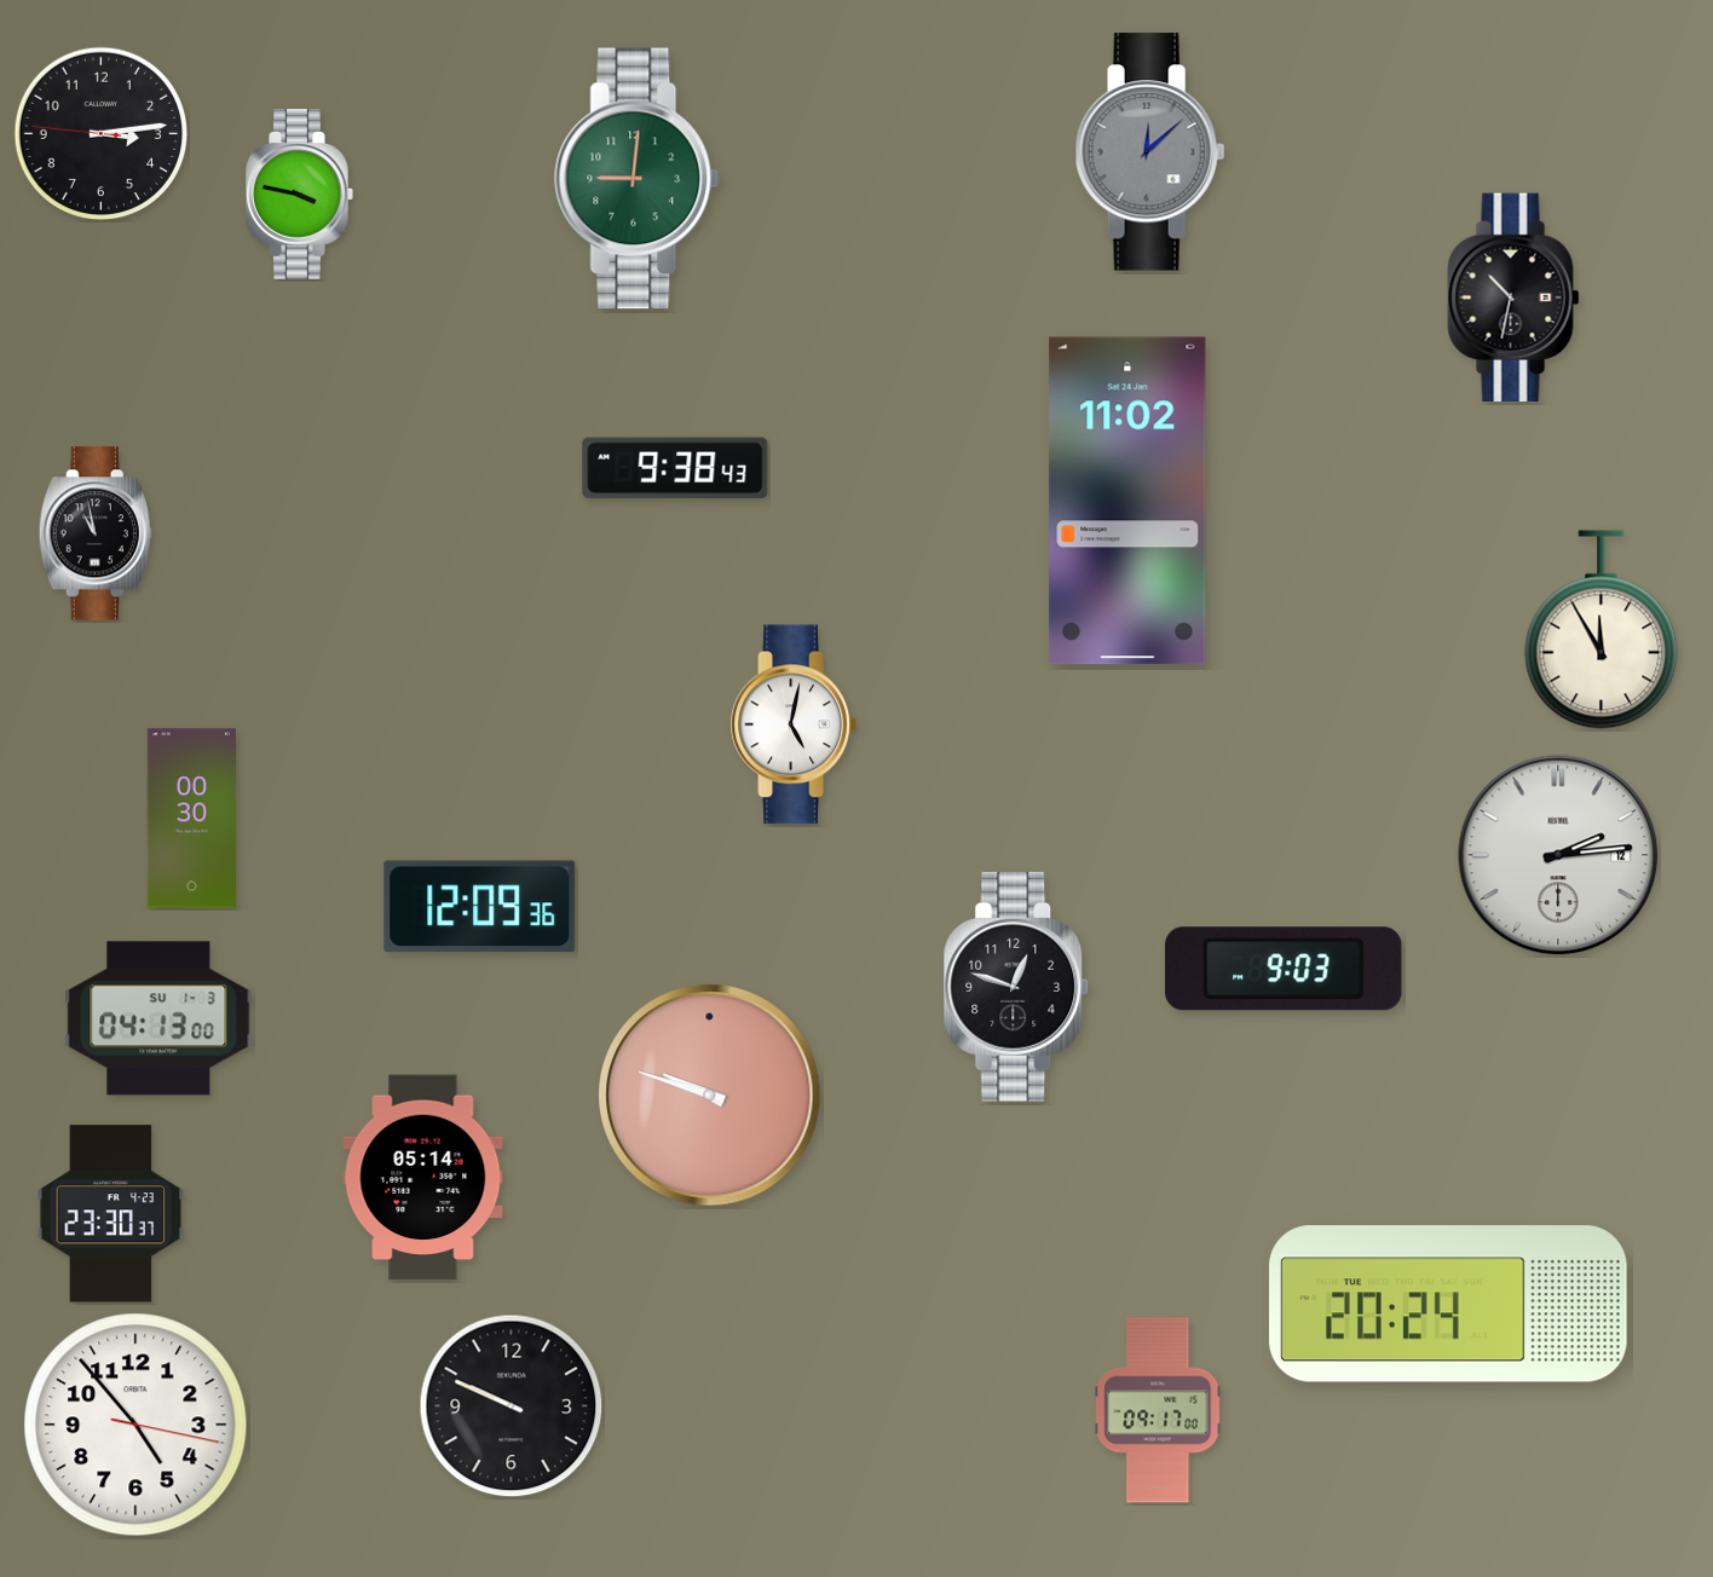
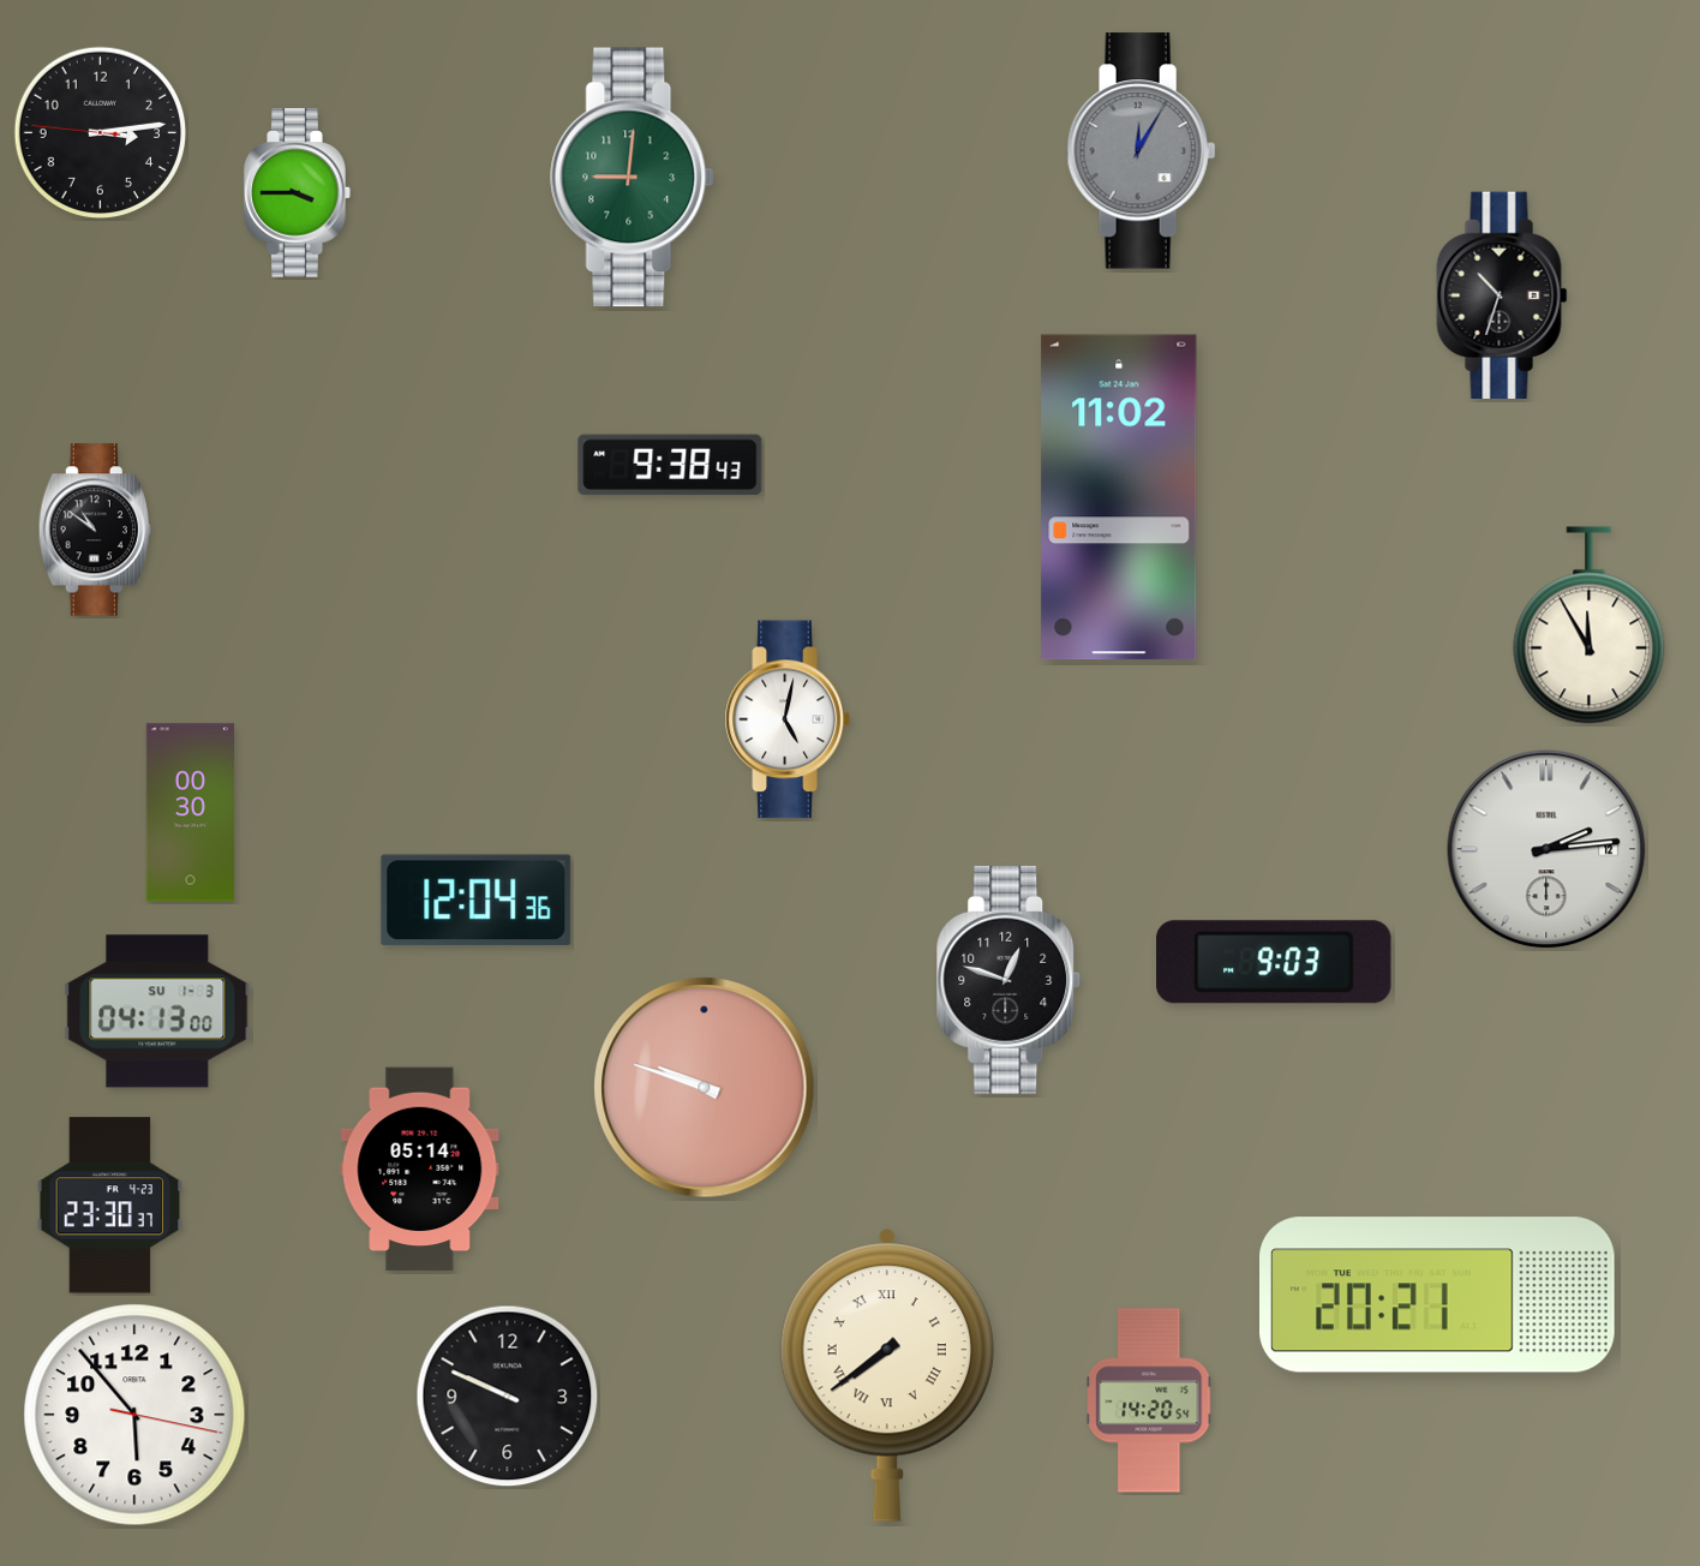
clock at (1150, 152): 12:08 -> 12:05
clock at (300, 195): 3:47 -> 3:45
clock at (1513, 296): 10:32 -> 10:33
clock at (96, 533): 10:58 -> 10:51
clock at (480, 906): 12:09 -> 12:04
clock at (1449, 1304): 20:24 -> 20:21
clock at (887, 1375): none -> 7:39
clock at (1158, 1410): 09:17 -> 14:20
clock at (135, 1425): 4:53 -> 5:53
